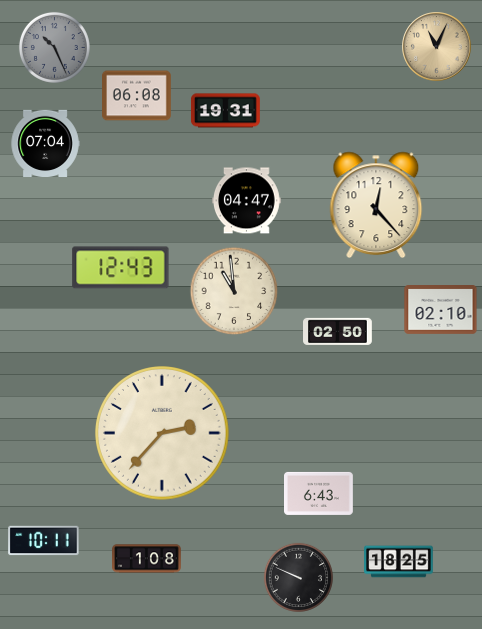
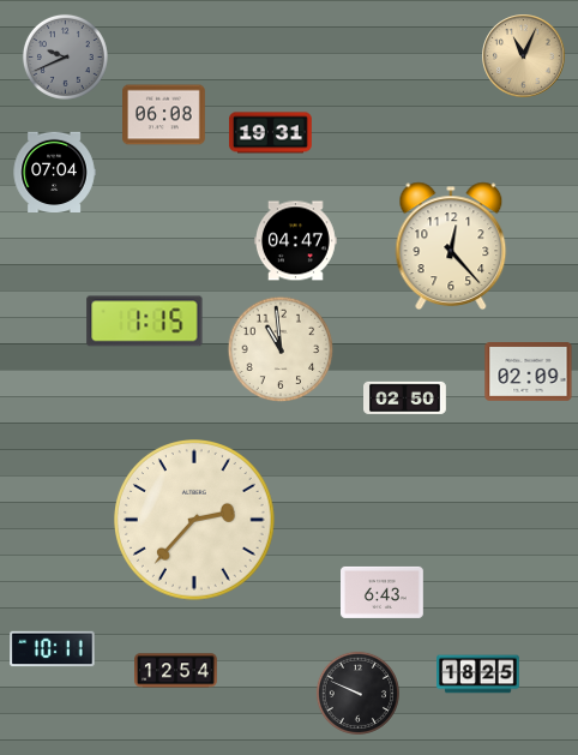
clock at (54, 47): 10:26 -> 9:41
clock at (121, 268): 12:43 -> 1:15
clock at (441, 310): 02:10 -> 02:09
clock at (147, 559): 1:08 -> 12:54
